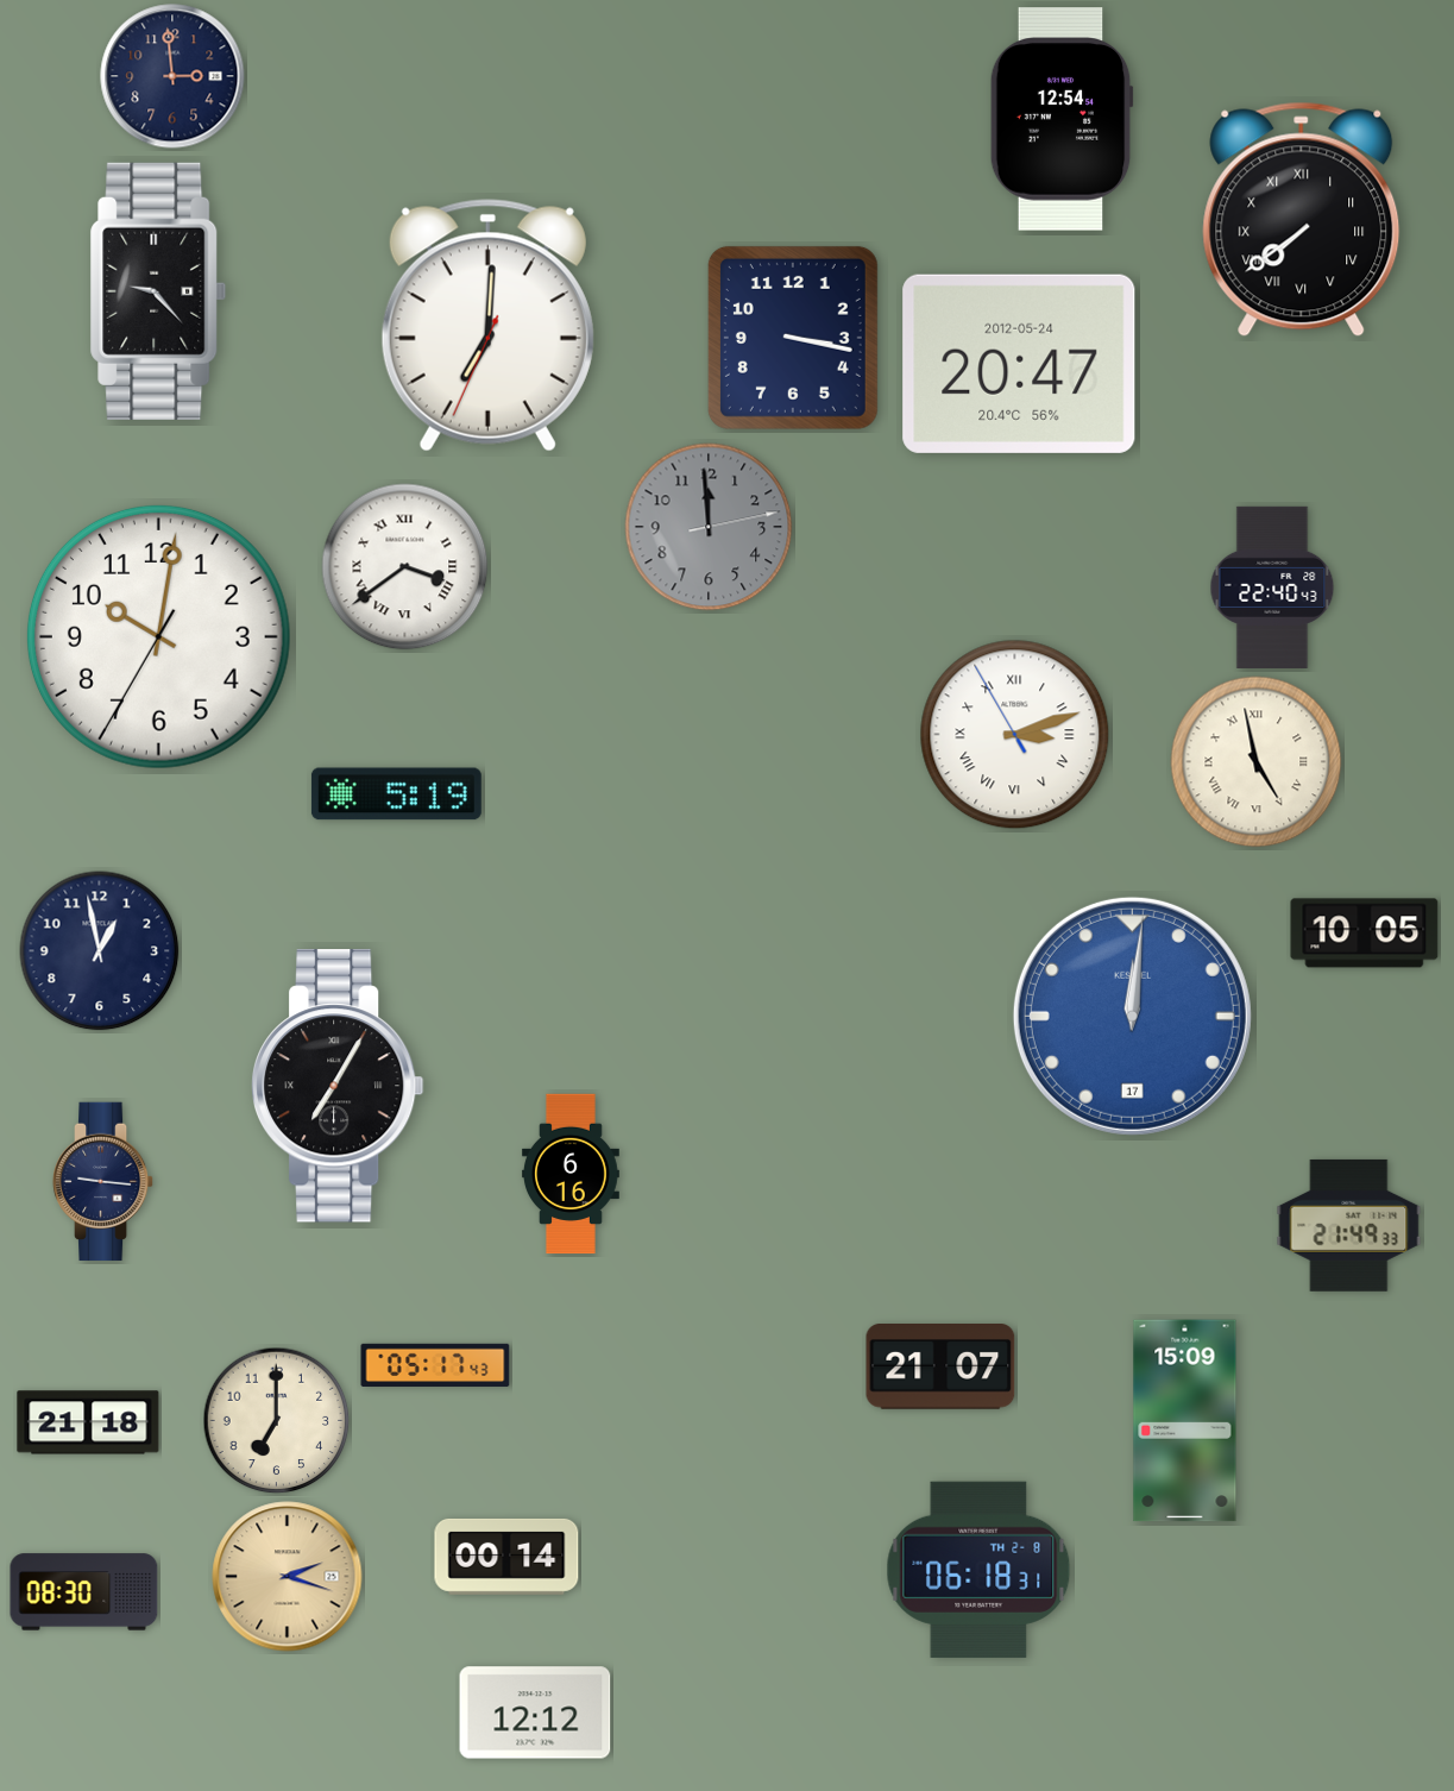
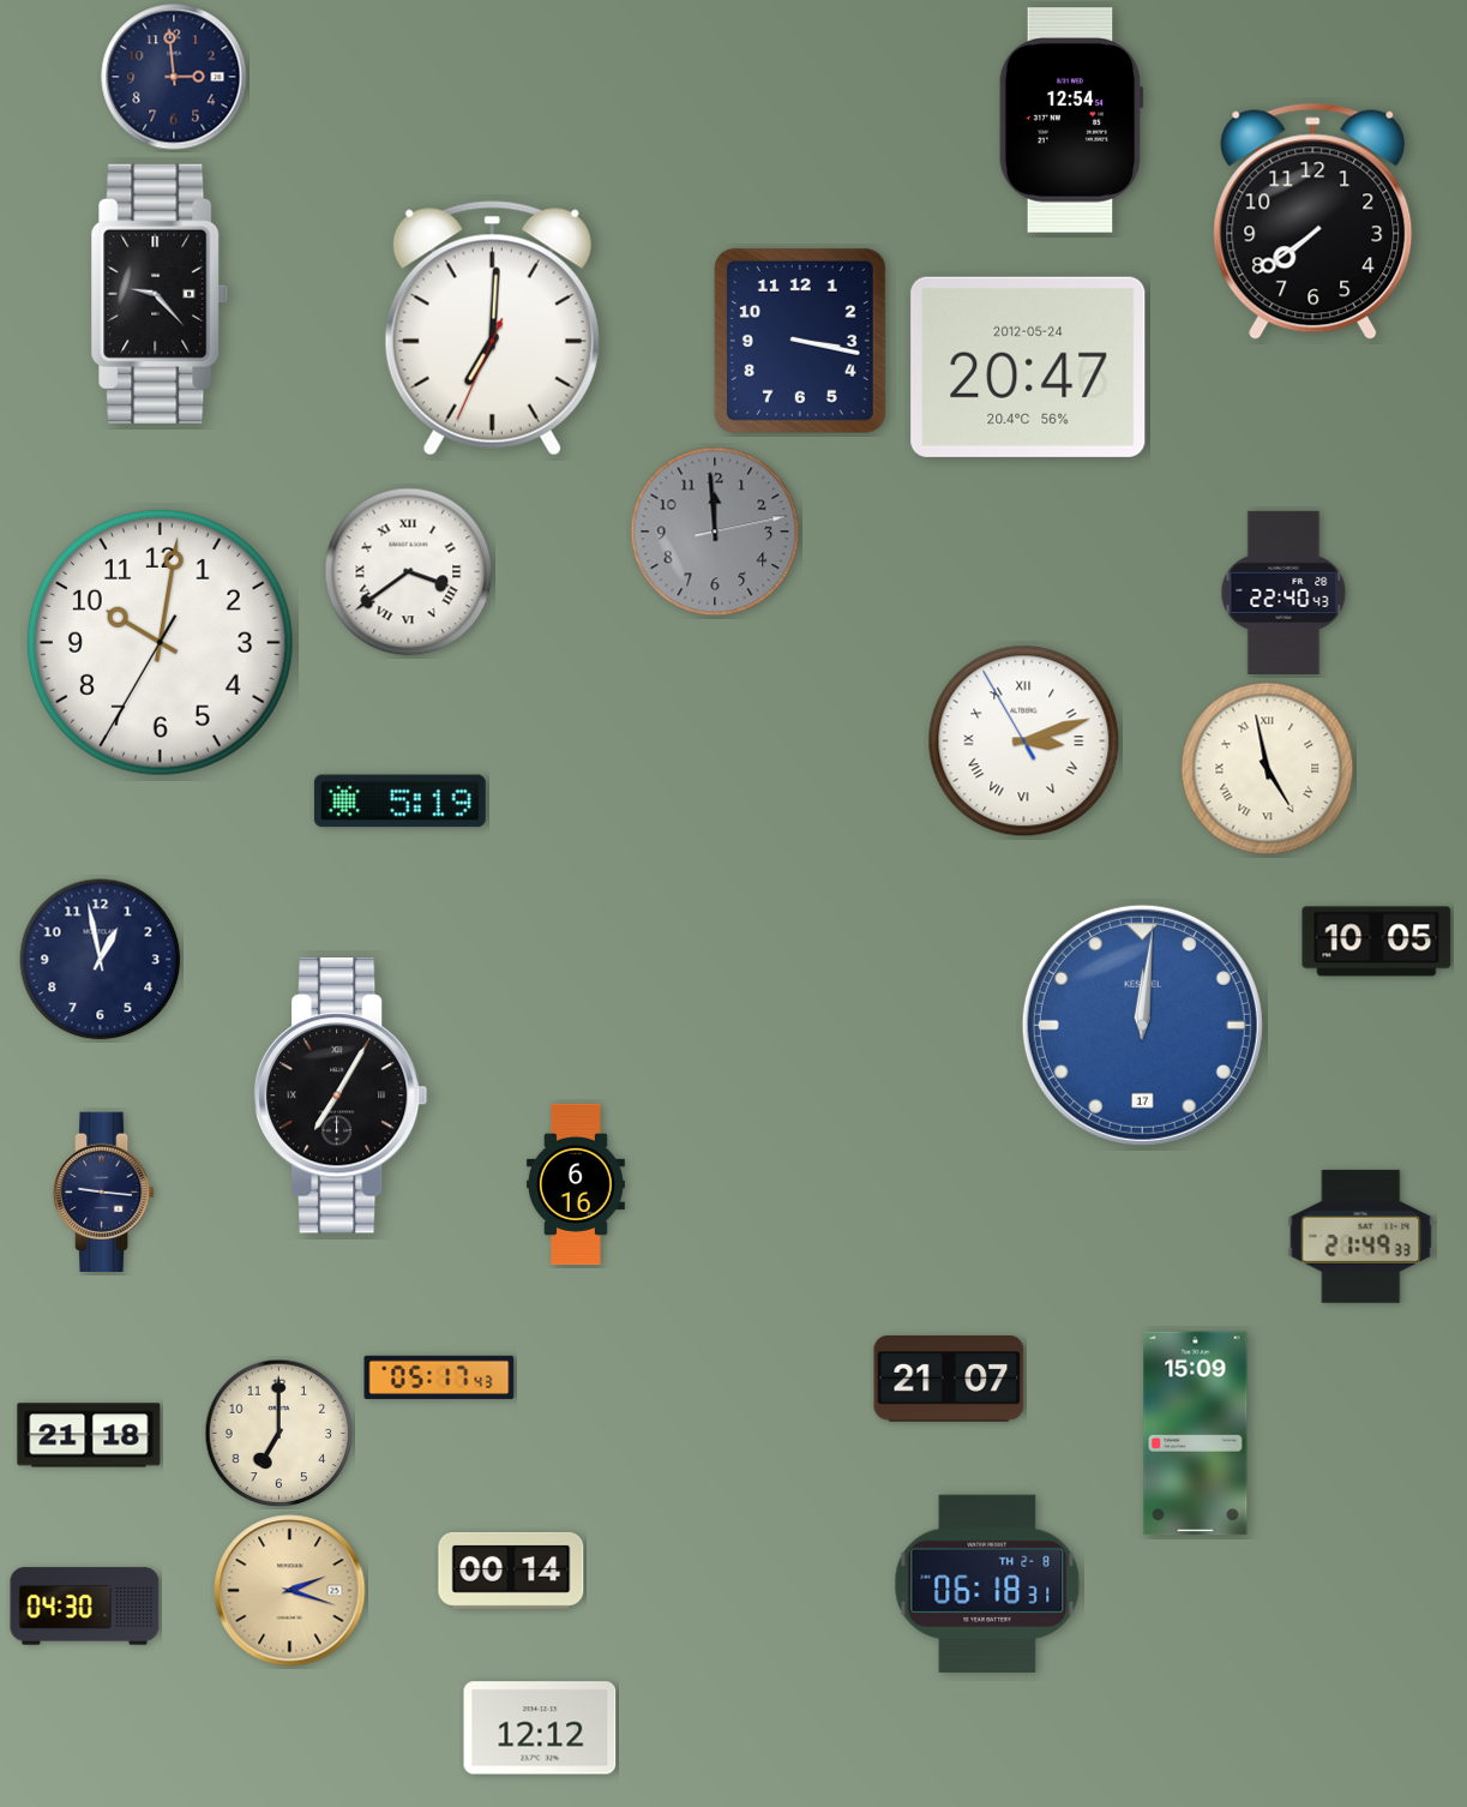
clock at (1302, 220) numerals: Roman -> Arabic
clock at (84, 1592): 08:30 -> 04:30
